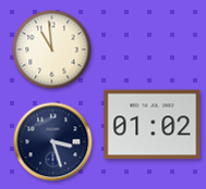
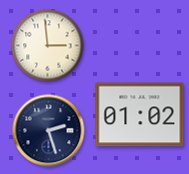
clock at (52, 50): 10:59 -> 2:59
clock at (53, 142): 3:27 -> 2:27
